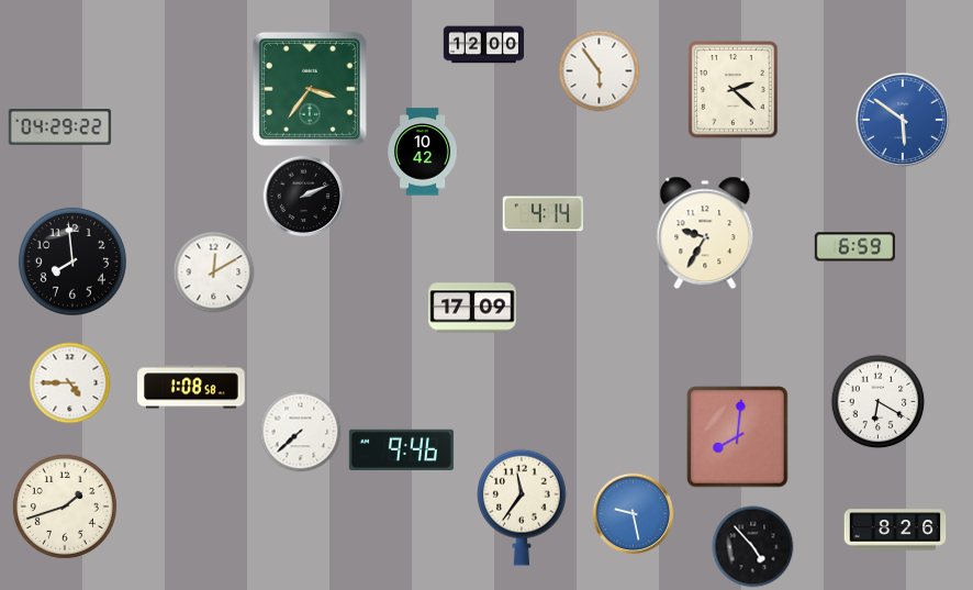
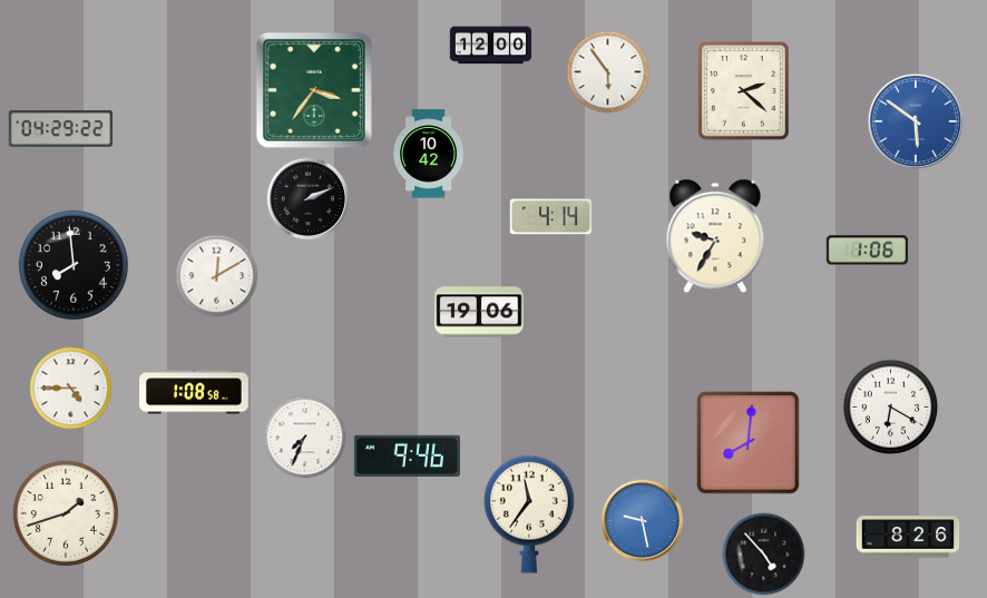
clock at (854, 247): 6:59 -> 1:06
clock at (472, 308): 17:09 -> 19:06
clock at (301, 432): 7:38 -> 7:34
